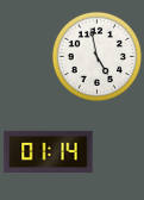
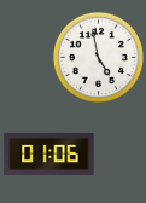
clock at (49, 151): 01:14 -> 01:06
